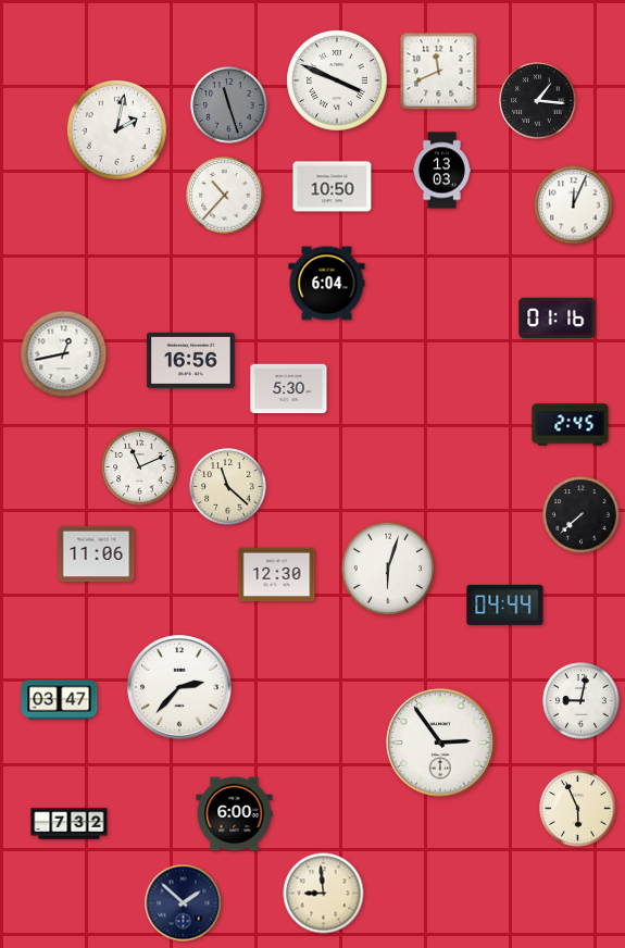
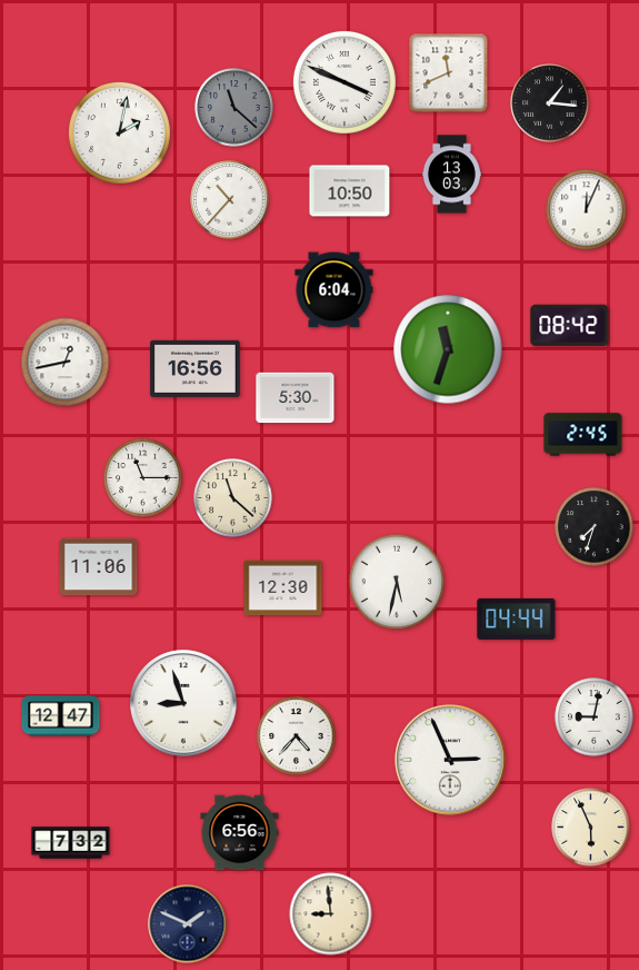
clock at (229, 105): 11:27 -> 11:22
clock at (333, 187) position: (333, 187) -> (350, 191)
clock at (558, 319): 01:16 -> 08:42
clock at (448, 349): none -> 11:33
clock at (140, 467): 11:11 -> 11:15
clock at (582, 515): 7:38 -> 7:33
clock at (388, 569): 6:03 -> 5:32
clock at (179, 687): 2:37 -> 8:57
clock at (60, 700): 03:47 -> 12:47
clock at (297, 736): none -> 4:37
clock at (440, 743): 2:54 -> 2:56
clock at (235, 814): 6:00 -> 6:56
clock at (184, 903): 1:52 -> 1:49
